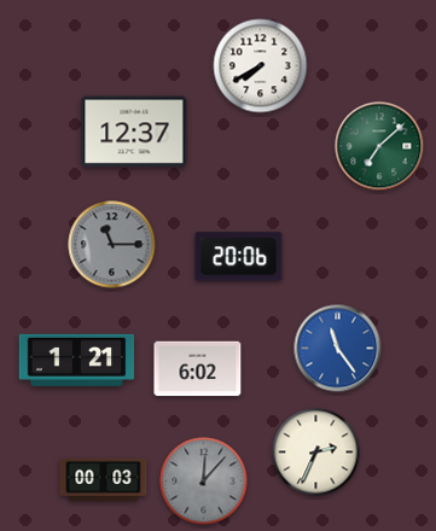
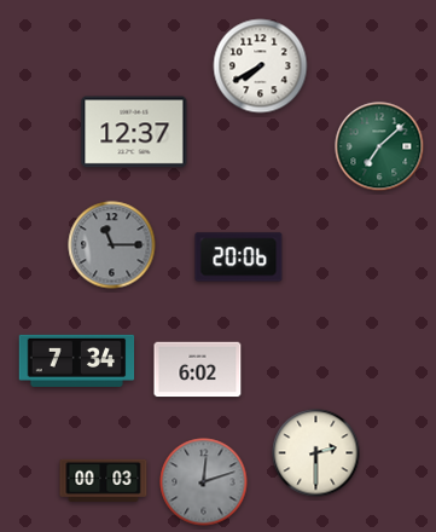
clock at (338, 349): 11:24 -> none
clock at (77, 360): 1:21 -> 7:34
clock at (316, 453): 2:34 -> 2:30
clock at (204, 482): 12:07 -> 12:12
